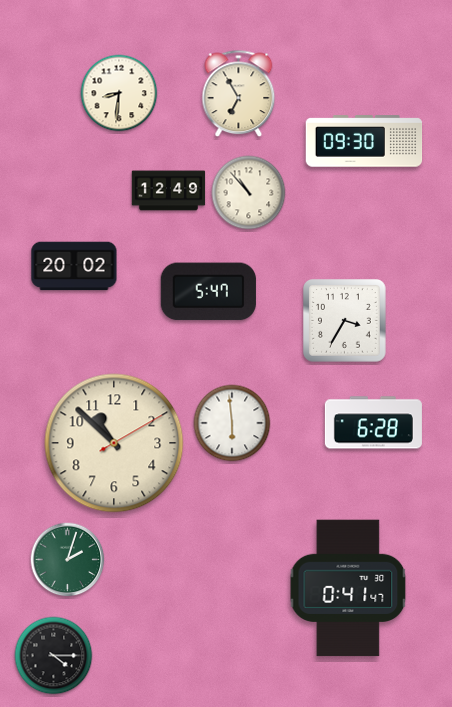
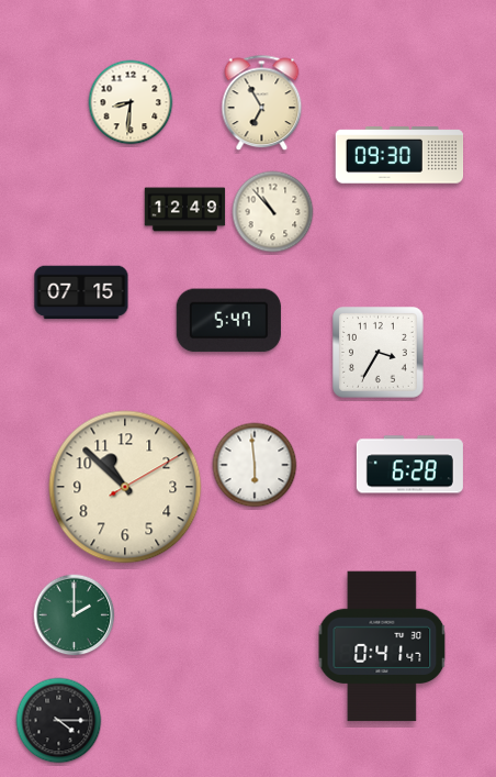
clock at (74, 266): 20:02 -> 07:15
clock at (68, 560): 2:03 -> 2:00
